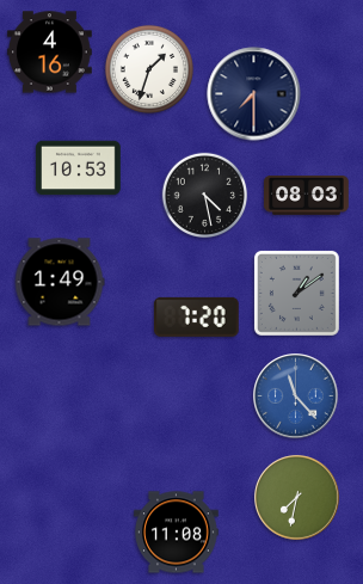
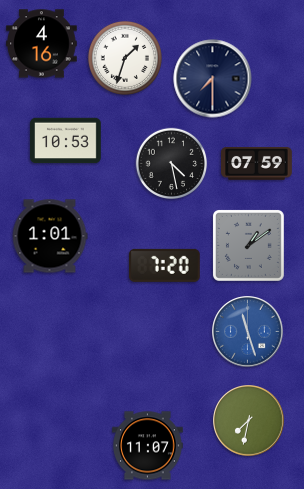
clock at (307, 196): 08:03 -> 07:59
clock at (60, 282): 1:49 -> 1:01
clock at (296, 396): 11:23 -> 11:27
clock at (297, 498) position: (297, 498) -> (249, 421)
clock at (177, 533): 11:08 -> 11:07
